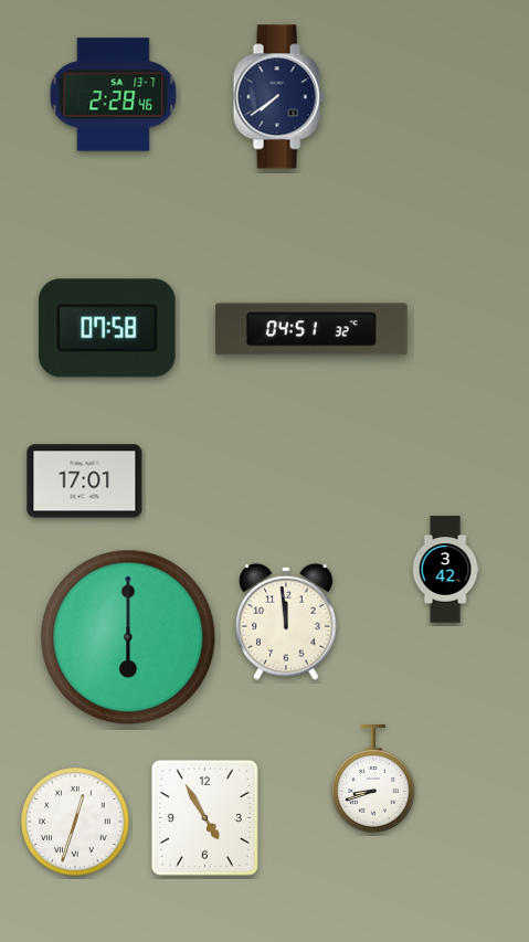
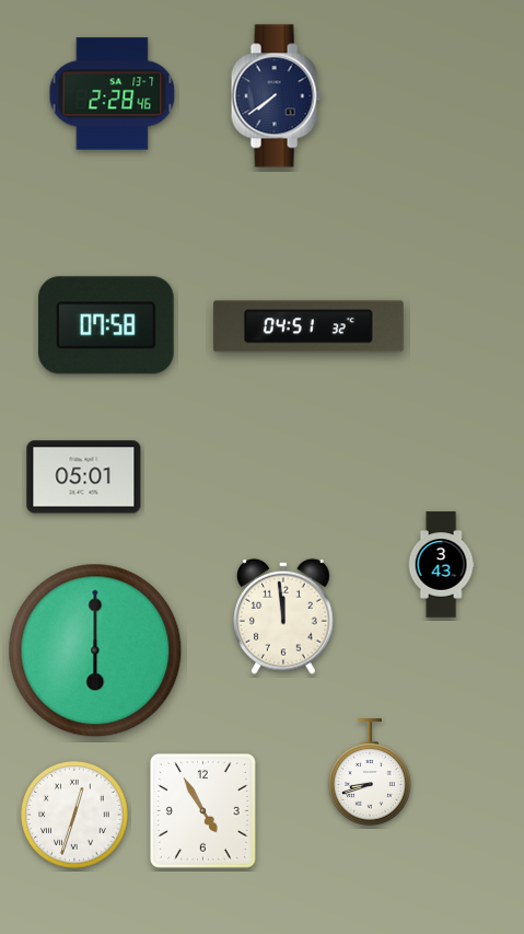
clock at (85, 481): 17:01 -> 05:01
clock at (445, 570): 3:42 -> 3:43
clock at (128, 637) position: (128, 637) -> (95, 650)
